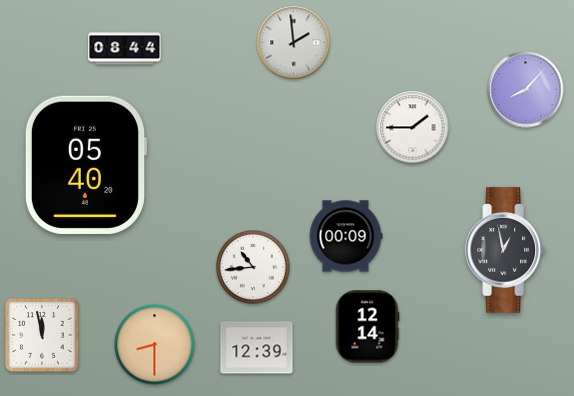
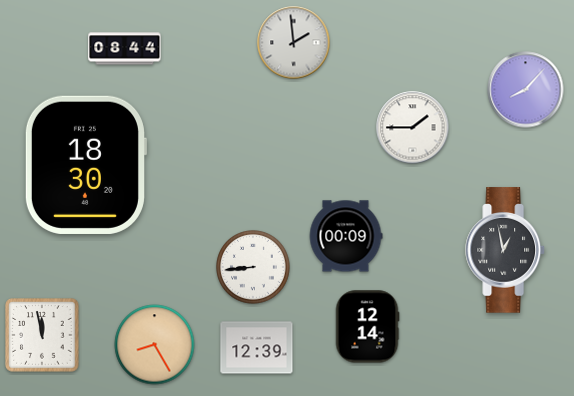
clock at (85, 165): 05:40 -> 18:30
clock at (253, 267): 10:44 -> 8:44
clock at (155, 345): 8:30 -> 8:25
